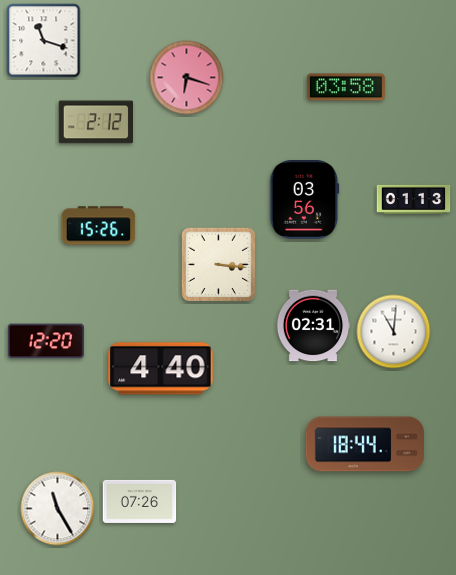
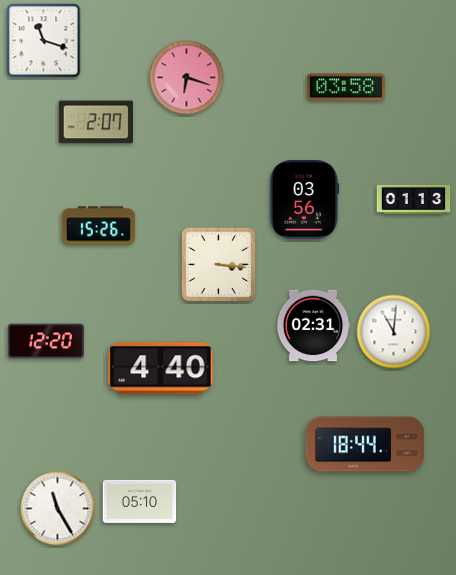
clock at (95, 122): 2:12 -> 2:07
clock at (140, 501): 07:26 -> 05:10
